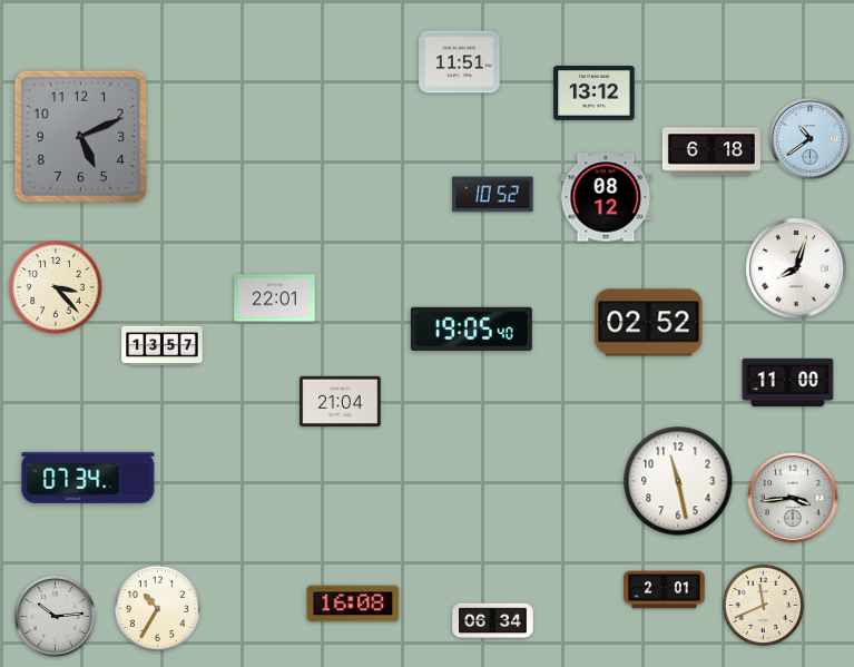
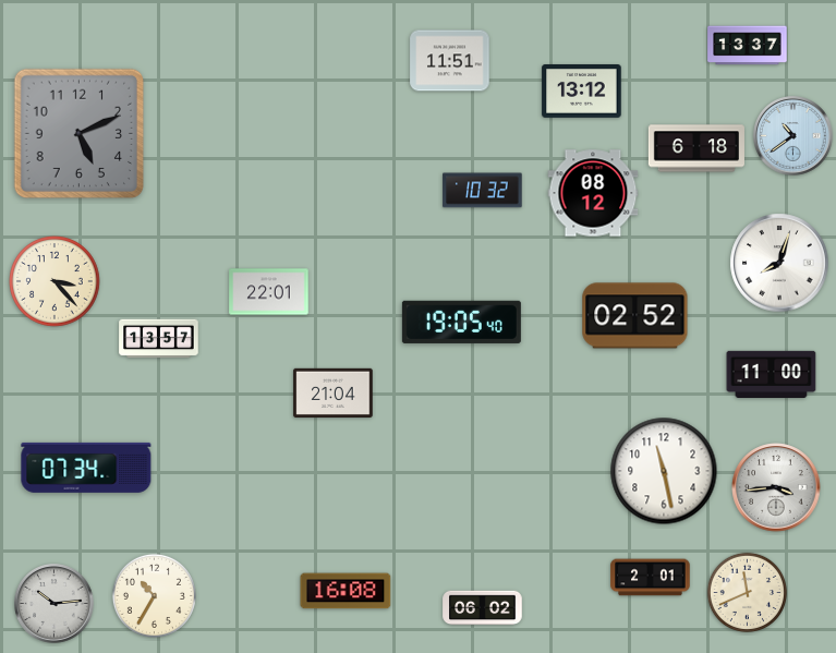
clock at (748, 46): none -> 13:37
clock at (493, 195): 10:52 -> 10:32
clock at (493, 621): 06:34 -> 06:02
